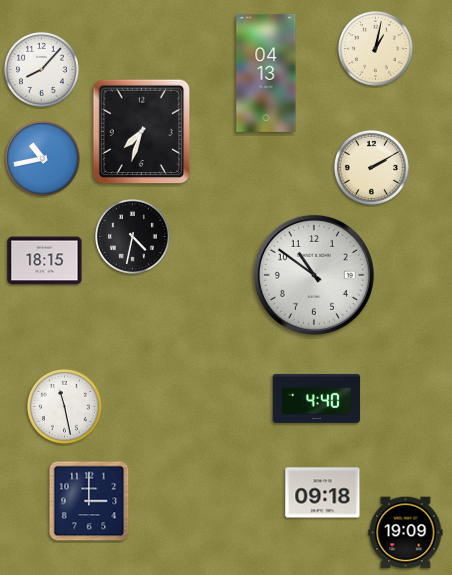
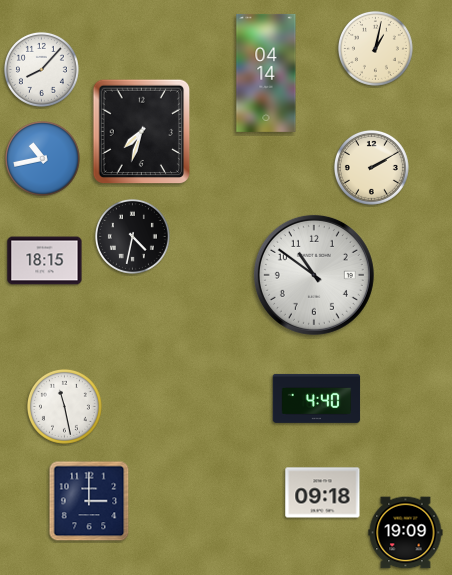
clock at (266, 73): 04:13 -> 04:14
